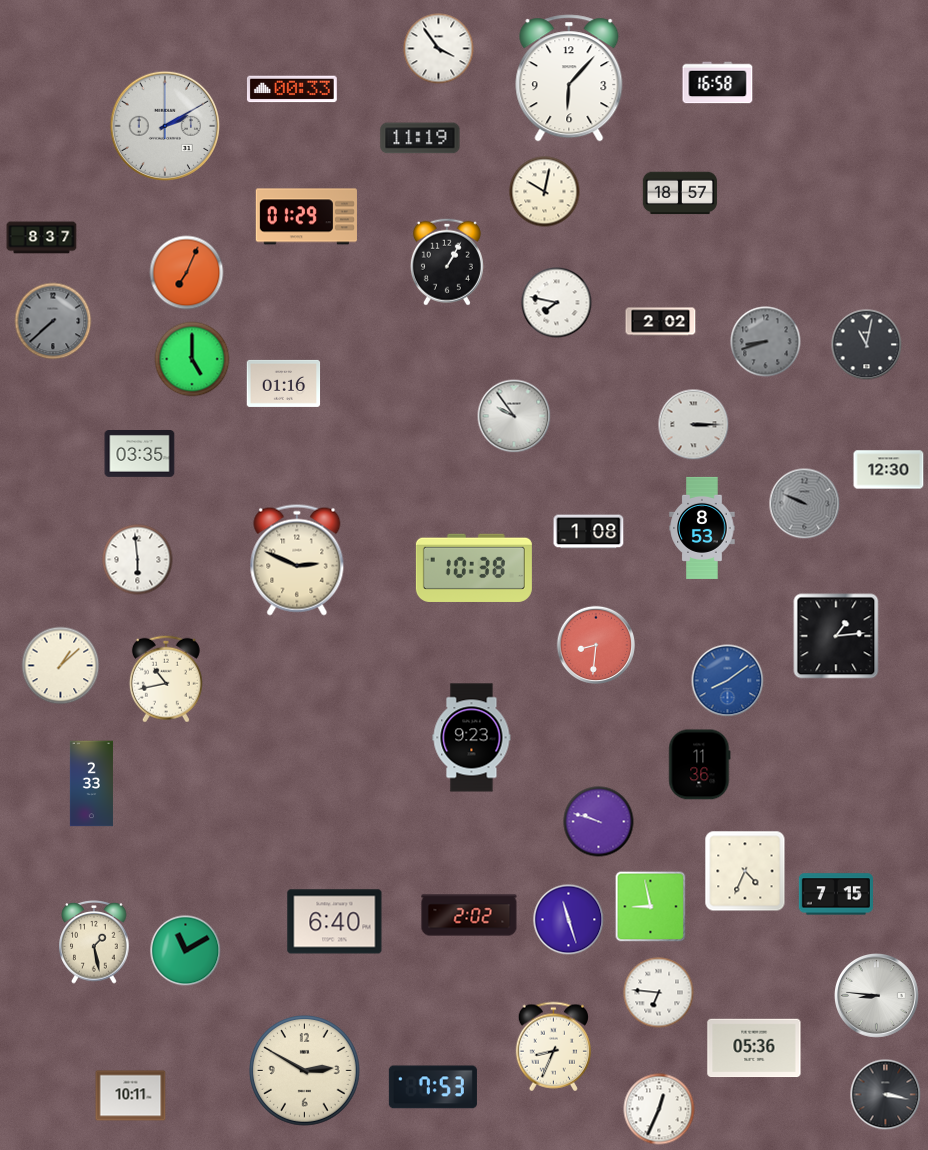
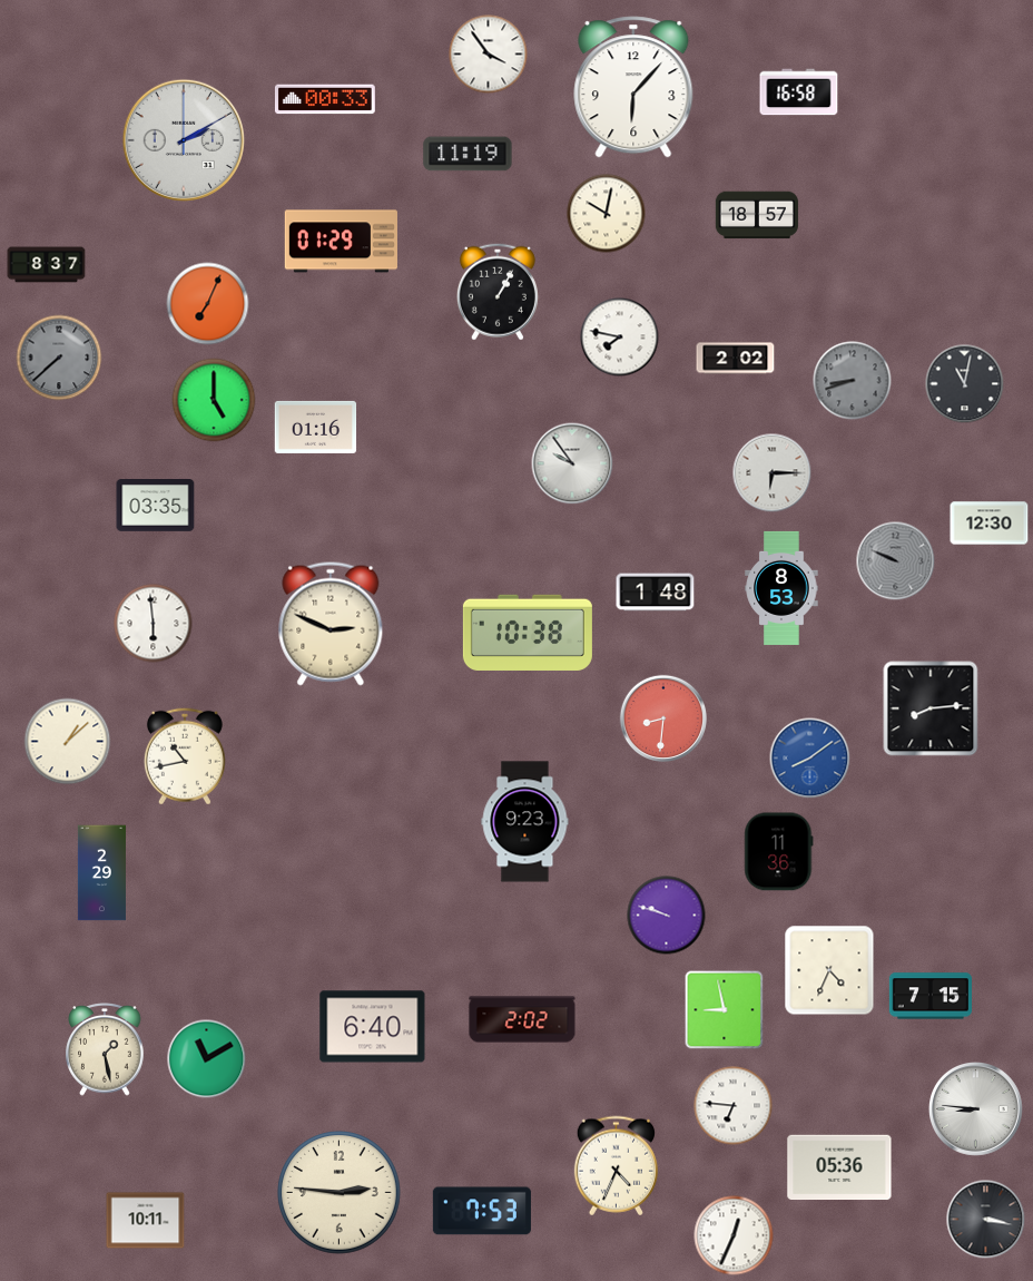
clock at (694, 425): 3:15 -> 6:15
clock at (589, 532): 1:08 -> 1:48
clock at (836, 636): 1:14 -> 8:14
clock at (91, 784): 2:33 -> 2:29
clock at (569, 920): 11:27 -> none
clock at (553, 1047): 8:34 -> 4:34
clock at (305, 1071): 2:50 -> 2:46
